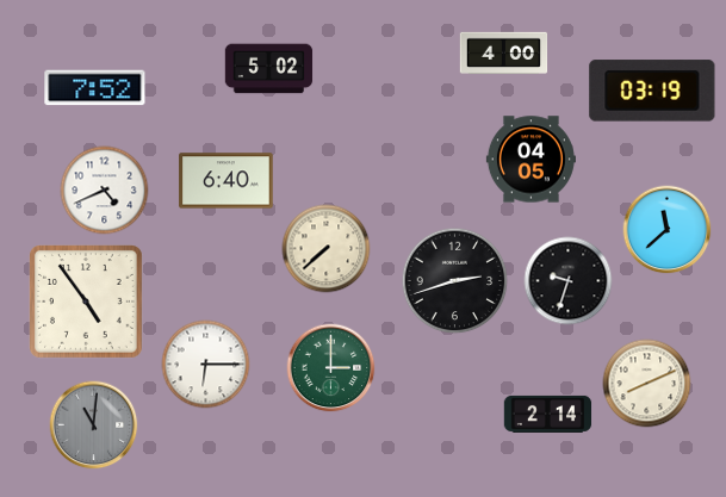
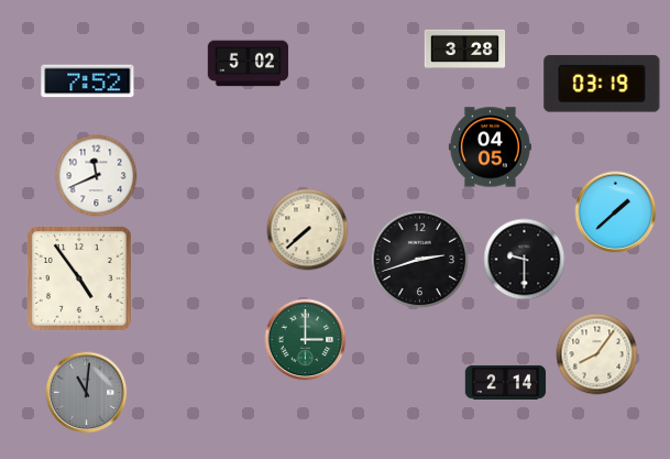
clock at (504, 54): 4:00 -> 3:28
clock at (227, 181): 6:40 -> none
clock at (105, 191): 4:41 -> 11:41
clock at (668, 230): 11:38 -> 1:38
clock at (327, 249) position: (327, 249) -> (308, 230)
clock at (569, 281): 9:33 -> 9:30
clock at (206, 365): 6:15 -> none
clock at (647, 384): 8:11 -> 8:06
